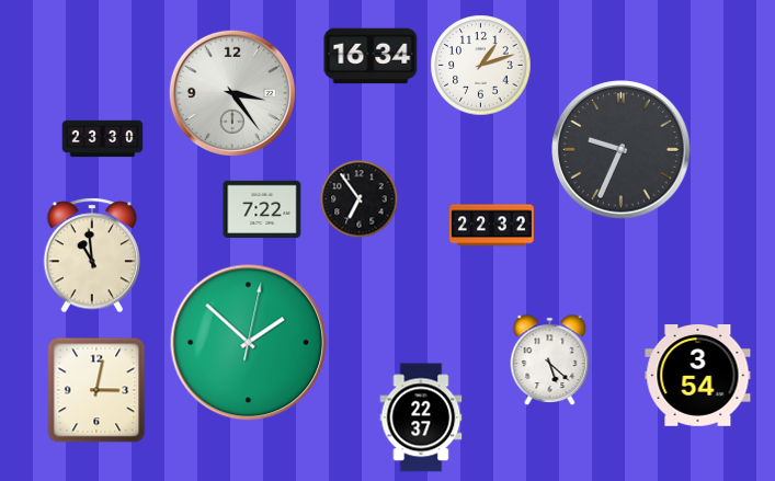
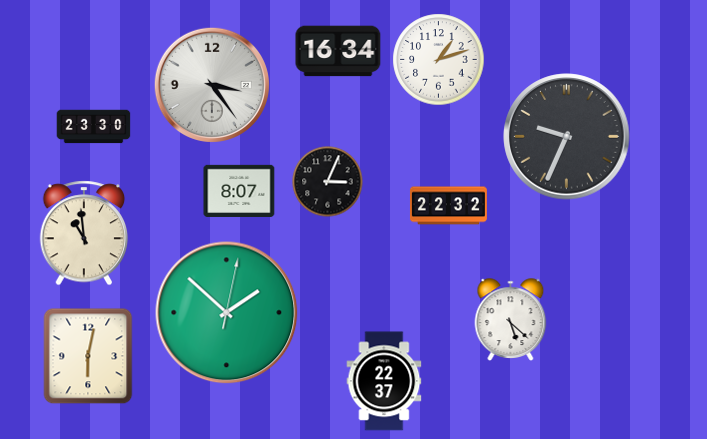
clock at (360, 199): 6:54 -> 3:04
clock at (262, 209): 7:22 -> 8:07
clock at (550, 360) position: (550, 360) -> (511, 320)
clock at (698, 376): 3:54 -> none
clock at (96, 390): 3:02 -> 6:02
